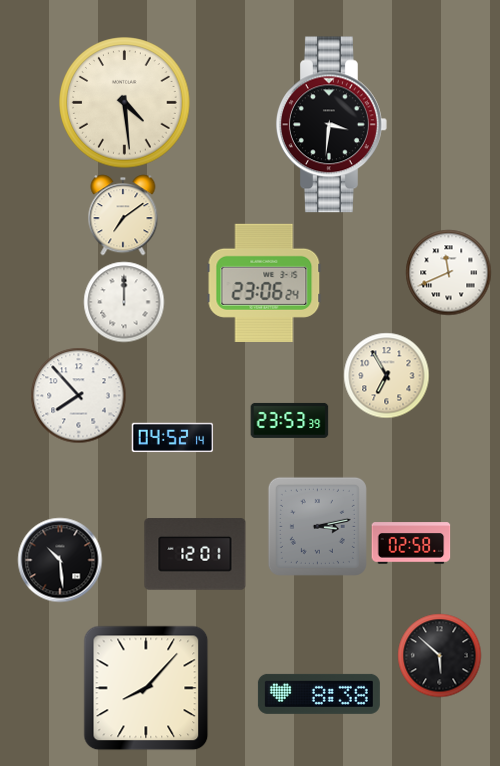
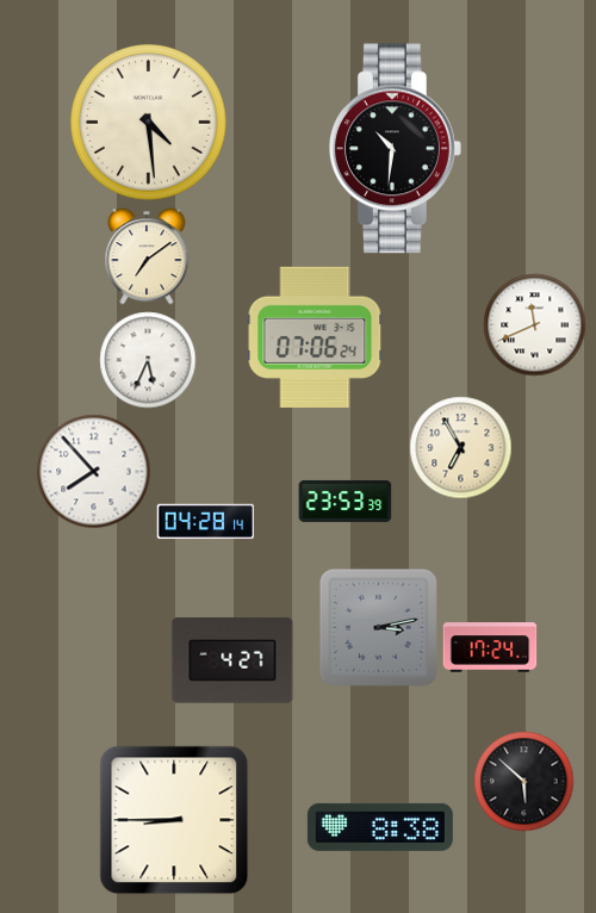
clock at (331, 125): 3:31 -> 10:31
clock at (264, 283): 23:06 -> 07:06
clock at (124, 302): 12:00 -> 5:34
clock at (173, 438): 04:52 -> 04:28
clock at (411, 543): 02:58 -> 17:24
clock at (195, 554): 12:01 -> 4:27
clock at (60, 560): 10:29 -> none
clock at (146, 688): 8:07 -> 8:45
